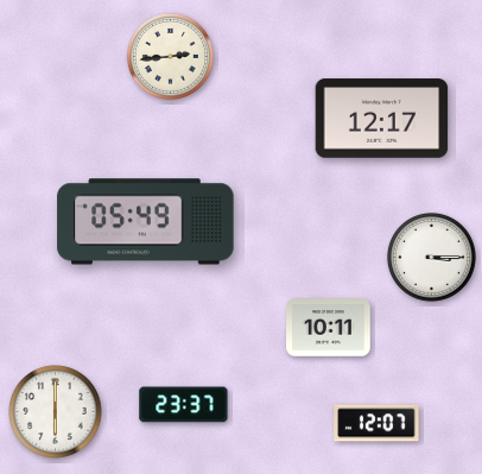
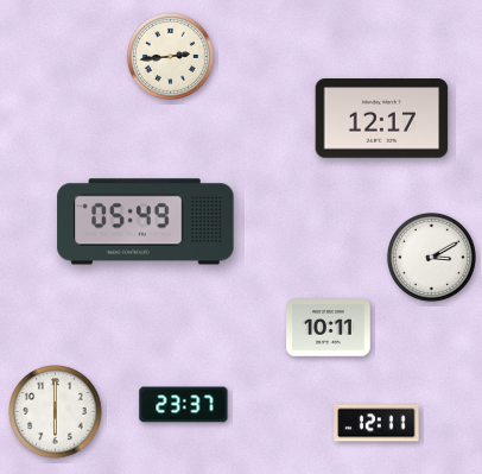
clock at (431, 257): 3:15 -> 3:10
clock at (376, 423): 12:07 -> 12:11
